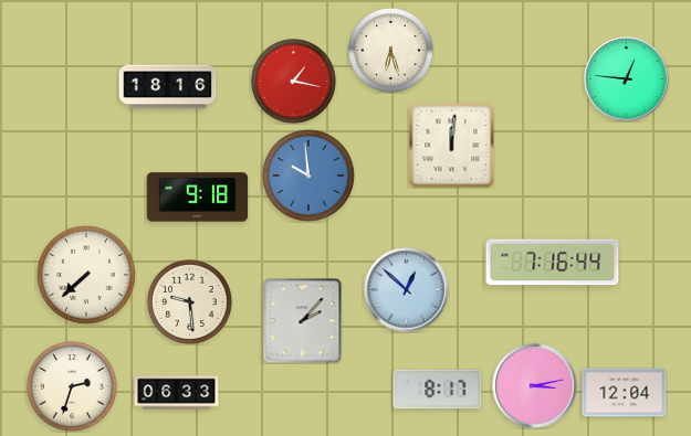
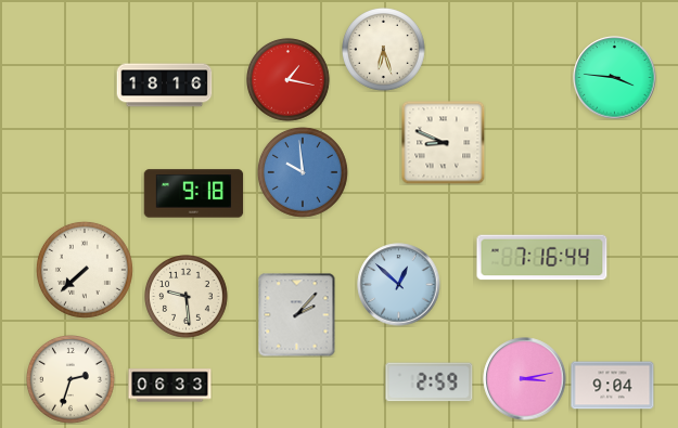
clock at (627, 79): 12:46 -> 3:46
clock at (451, 145): 12:01 -> 8:49
clock at (438, 390): 8:17 -> 2:59
clock at (177, 393) position: (177, 393) -> (170, 386)
clock at (625, 393): 12:04 -> 9:04
